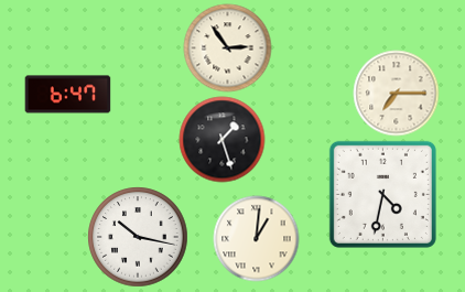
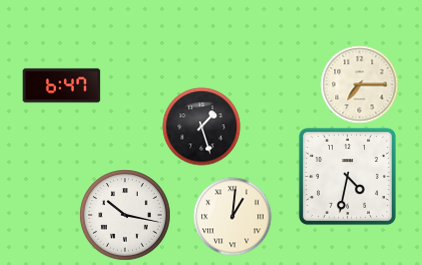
clock at (227, 47): 2:54 -> none
